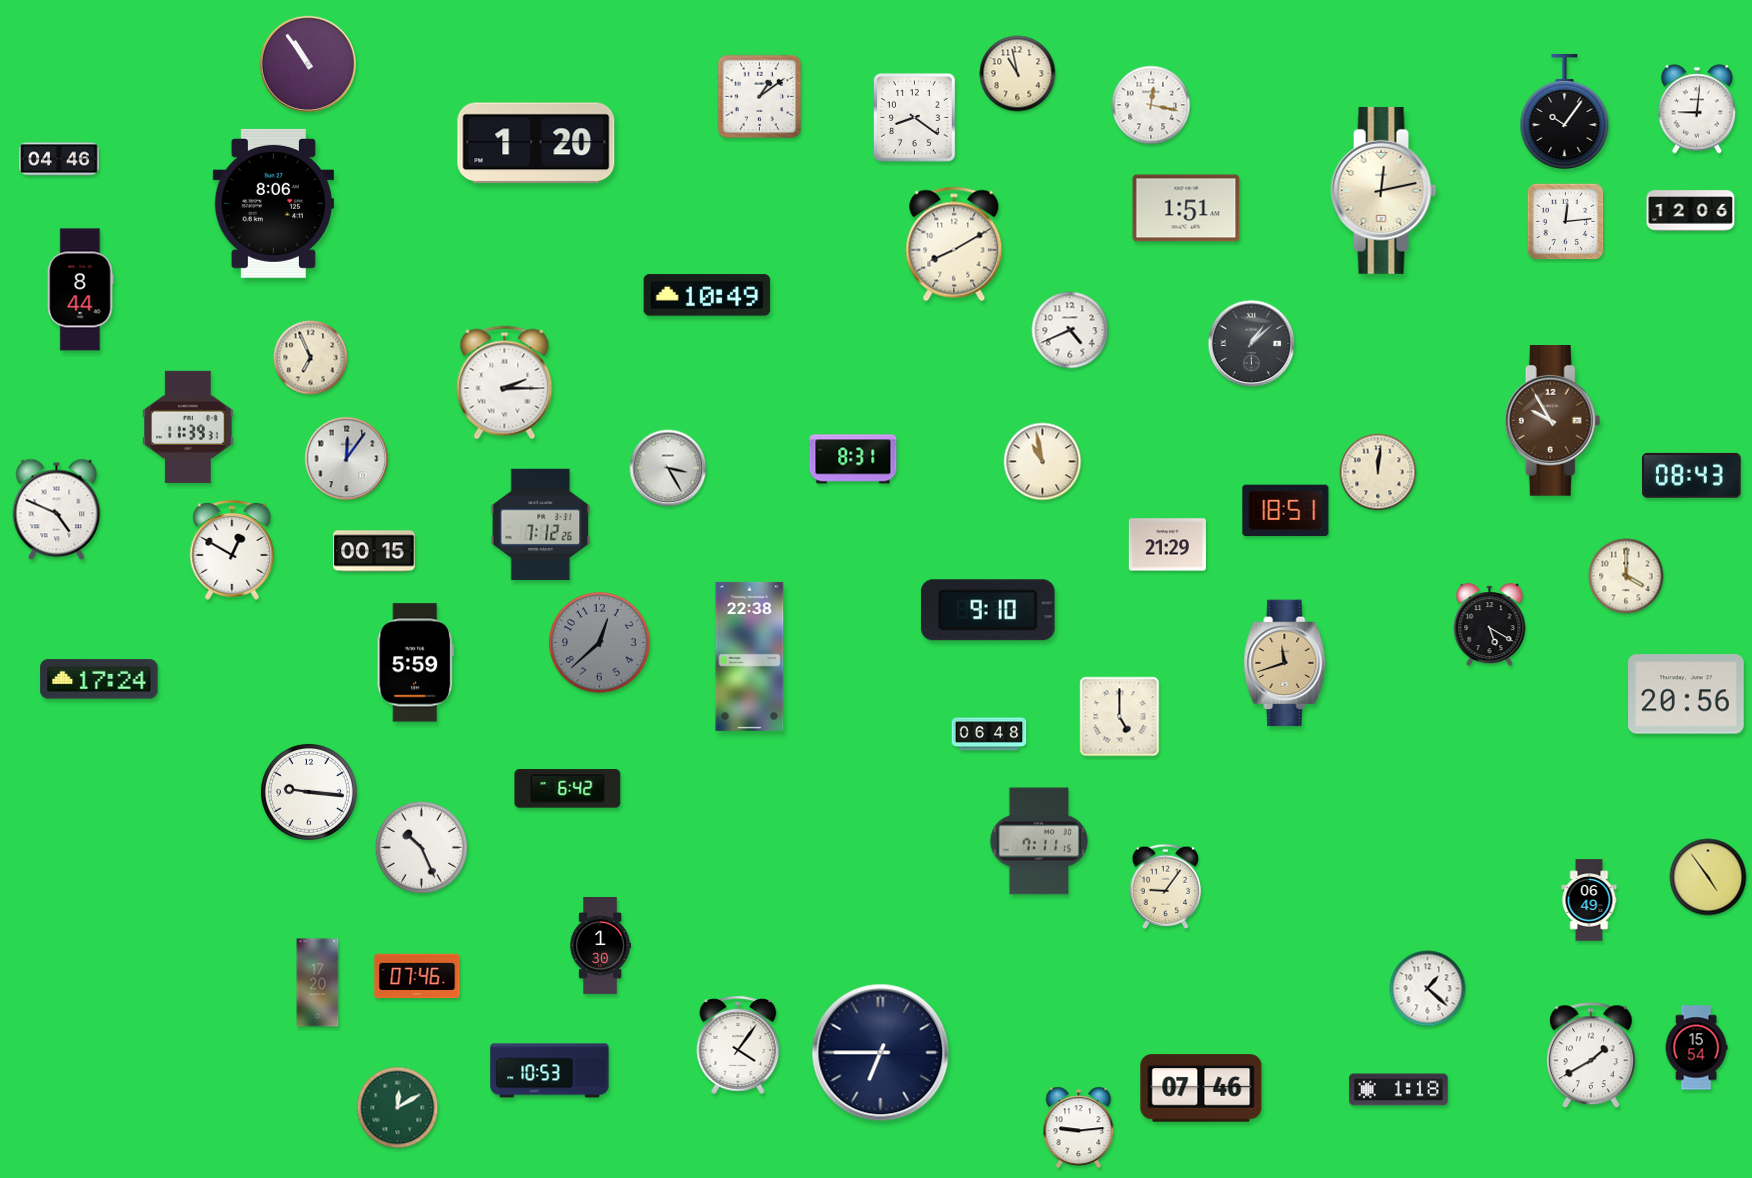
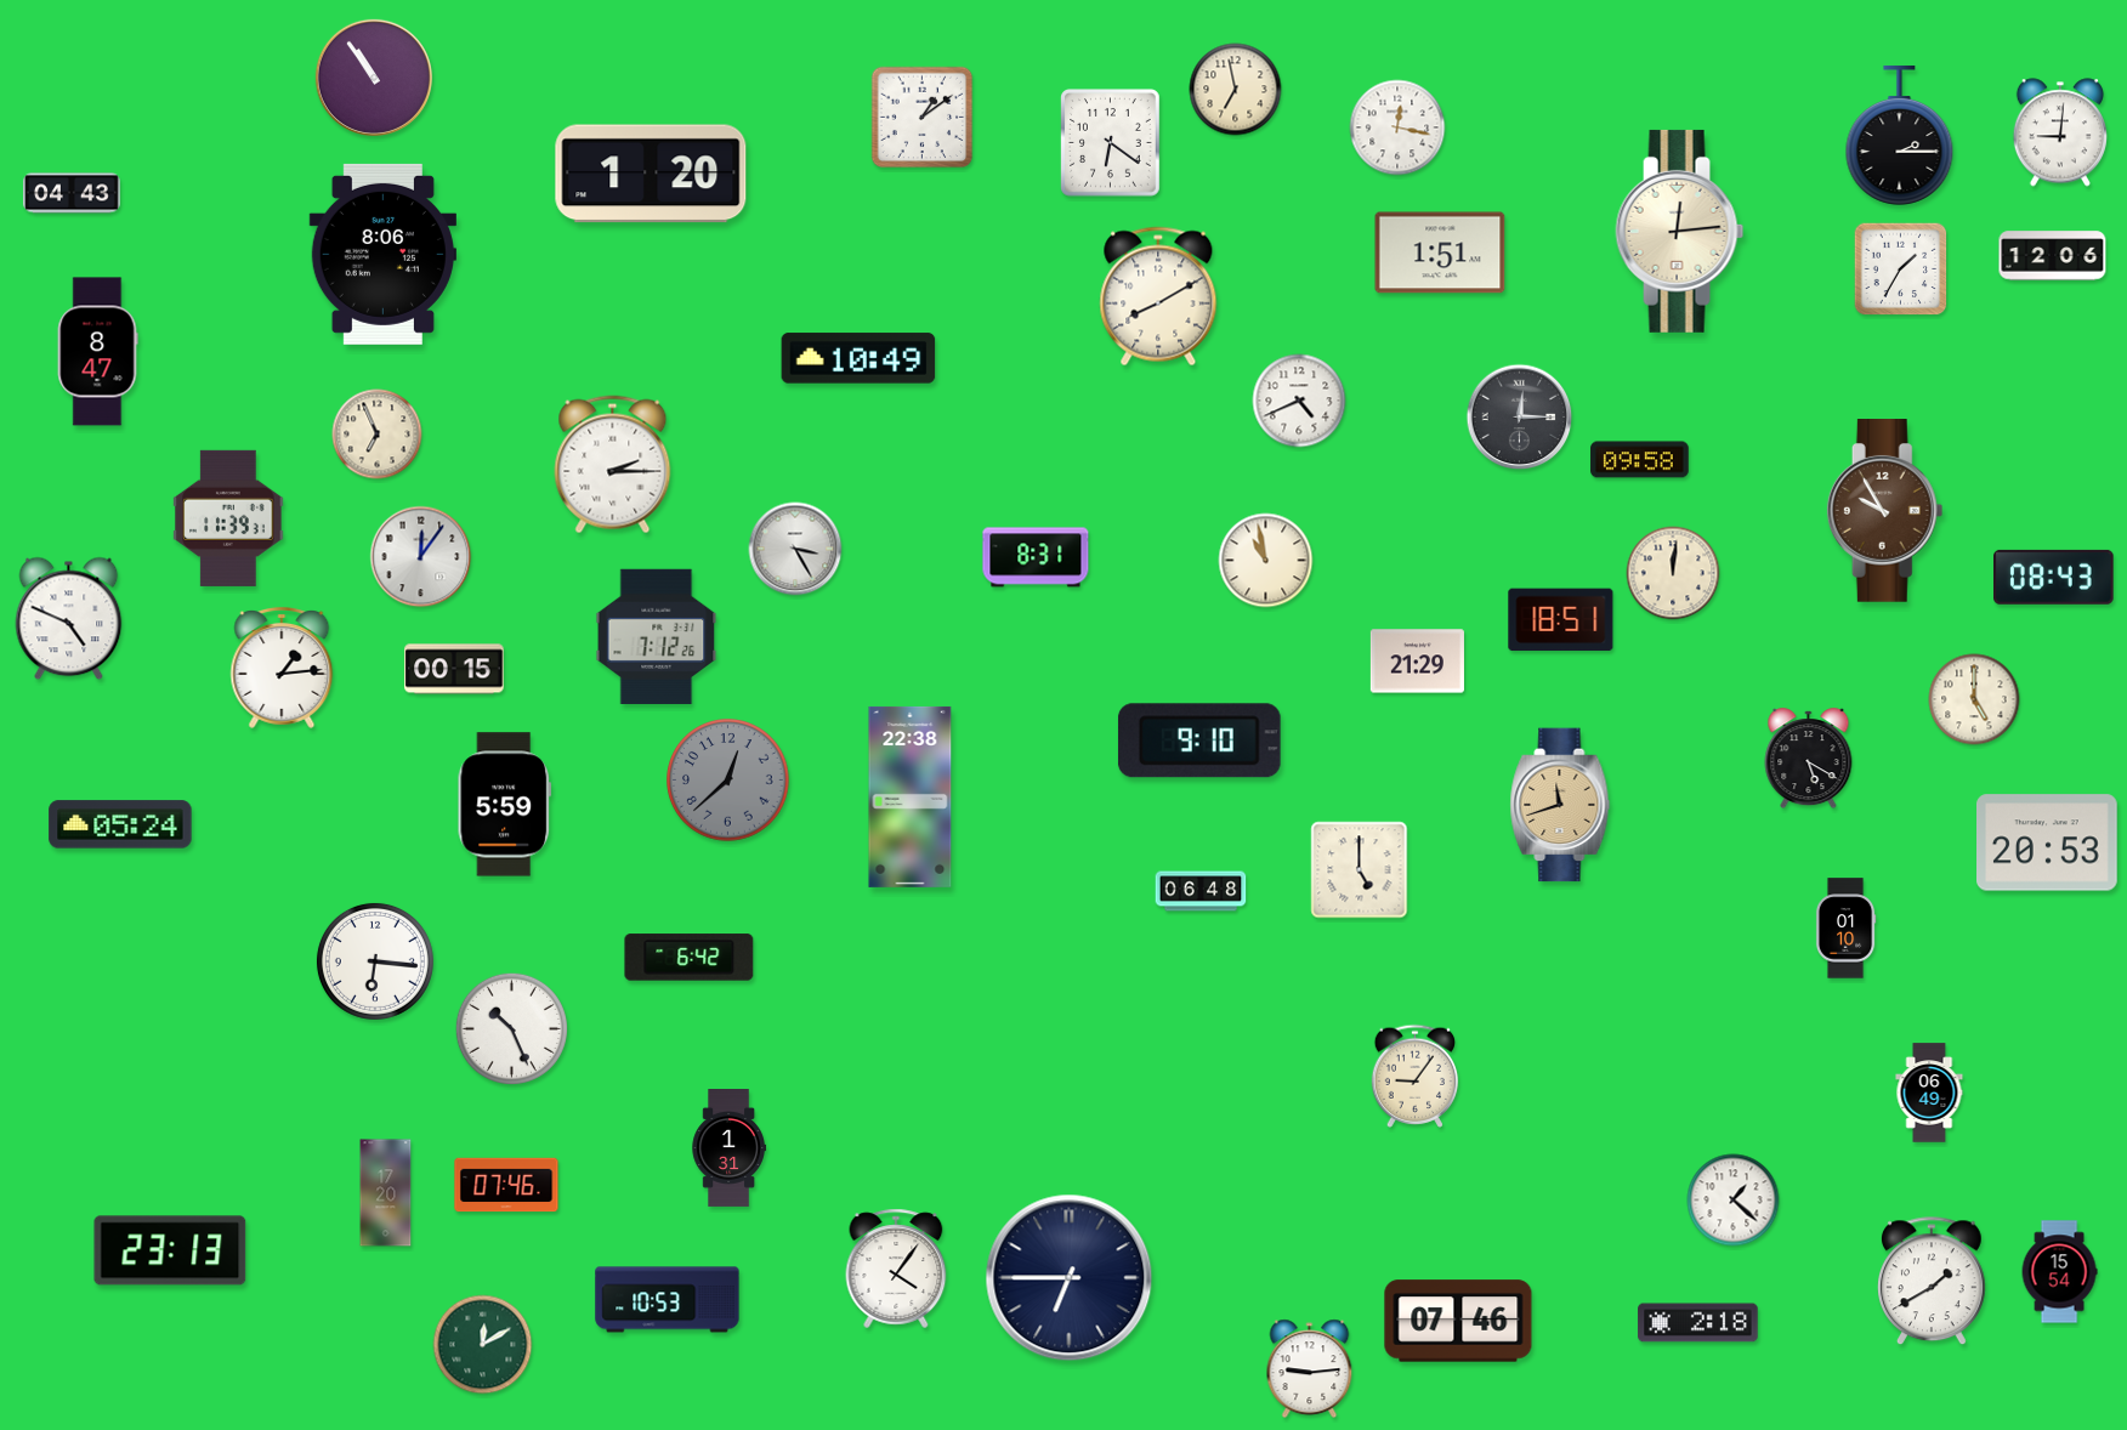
clock at (1018, 74): 10:58 -> 6:58
clock at (1565, 111): 10:06 -> 2:15
clock at (915, 118): 8:21 -> 6:21
clock at (60, 159): 04:46 -> 04:43
clock at (1384, 190): 12:13 -> 12:14
clock at (273, 203) position: (273, 203) -> (382, 254)
clock at (1566, 222): 12:14 -> 1:35
clock at (80, 290): 8:44 -> 8:47
clock at (1252, 344): 1:08 -> 12:15
clock at (1640, 460): none -> 09:58
clock at (668, 468) position: (668, 468) -> (795, 549)
clock at (232, 550): 12:50 -> 1:14
clock at (1626, 576): 4:00 -> 5:00
clock at (99, 679): 17:24 -> 05:24
clock at (1687, 694): 20:56 -> 20:53
clock at (1845, 929): none -> 01:10
clock at (309, 792): 9:16 -> 6:16
clock at (1039, 841): 7:11 -> none
clock at (1708, 877): 4:54 -> none
clock at (600, 946): 1:30 -> 1:31
clock at (170, 1250): none -> 23:13
clock at (1399, 1090): 1:18 -> 2:18
